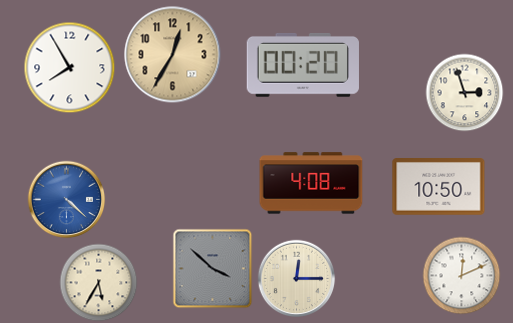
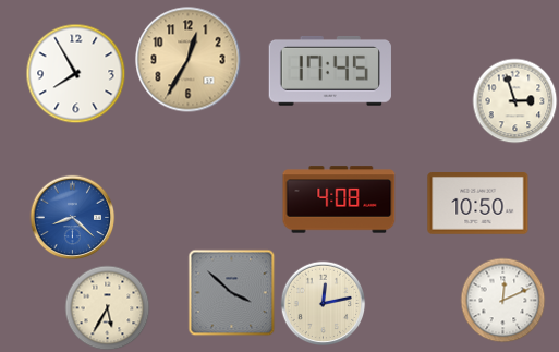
clock at (302, 65): 00:20 -> 17:45
clock at (464, 92) position: (464, 92) -> (514, 100)
clock at (66, 199): 4:22 -> 8:22
clock at (296, 278): 12:15 -> 12:13
